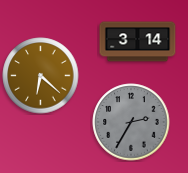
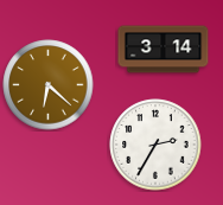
clock at (41, 76) position: (41, 76) -> (49, 85)
clock at (131, 122) dial: grey -> white
